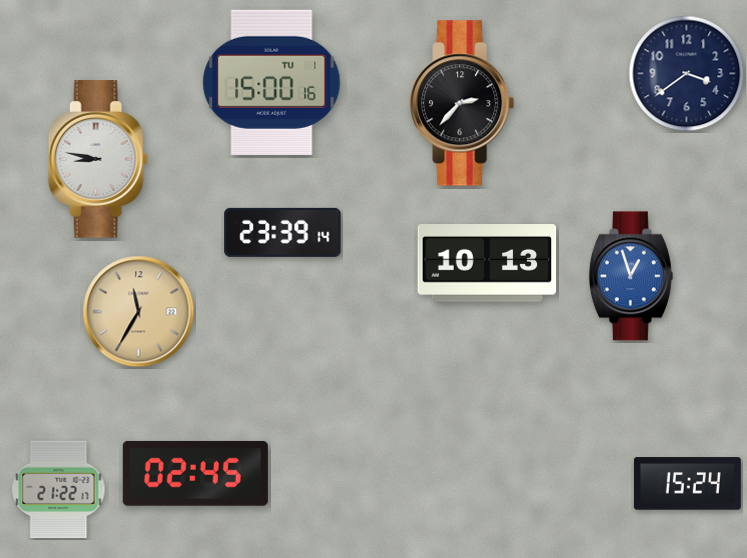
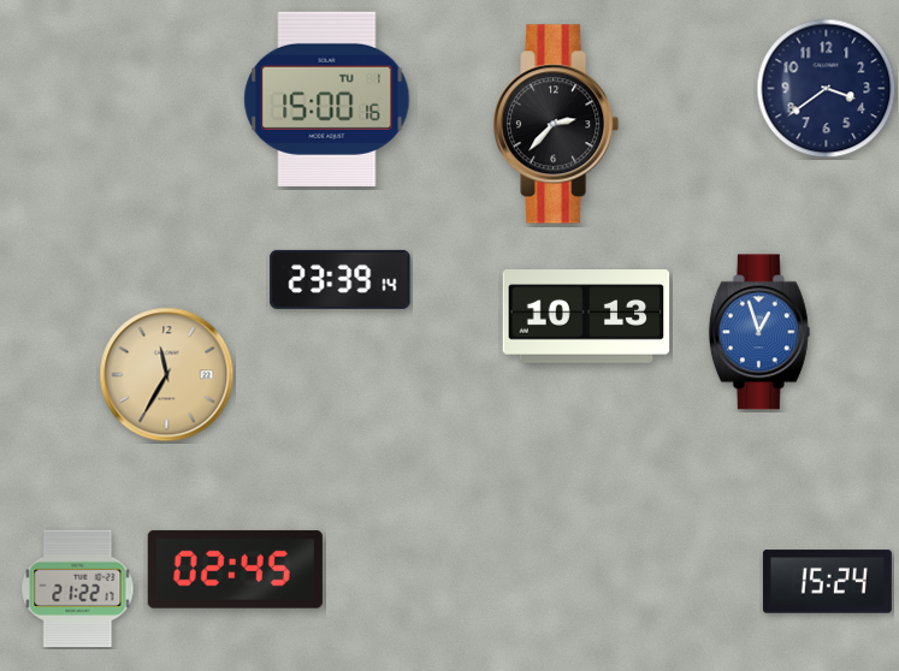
clock at (98, 159): 8:47 -> none
clock at (59, 490) position: (59, 490) -> (78, 589)
